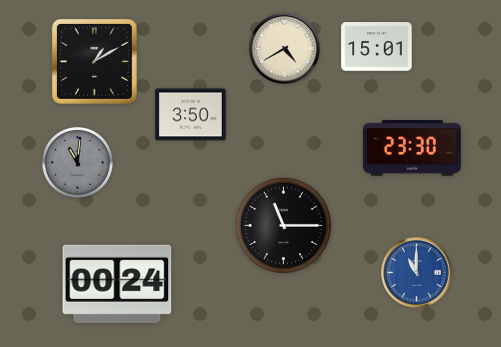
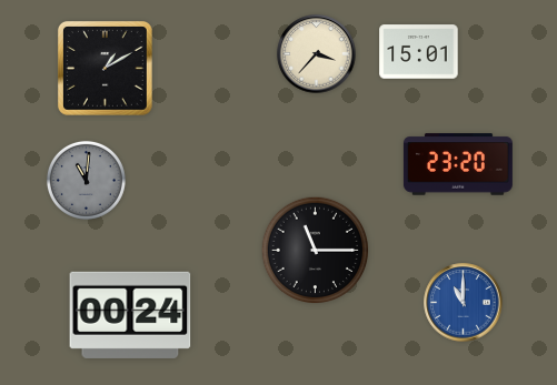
clock at (285, 49): 4:40 -> 3:37
clock at (191, 115): 3:50 -> none
clock at (412, 148): 23:30 -> 23:20
